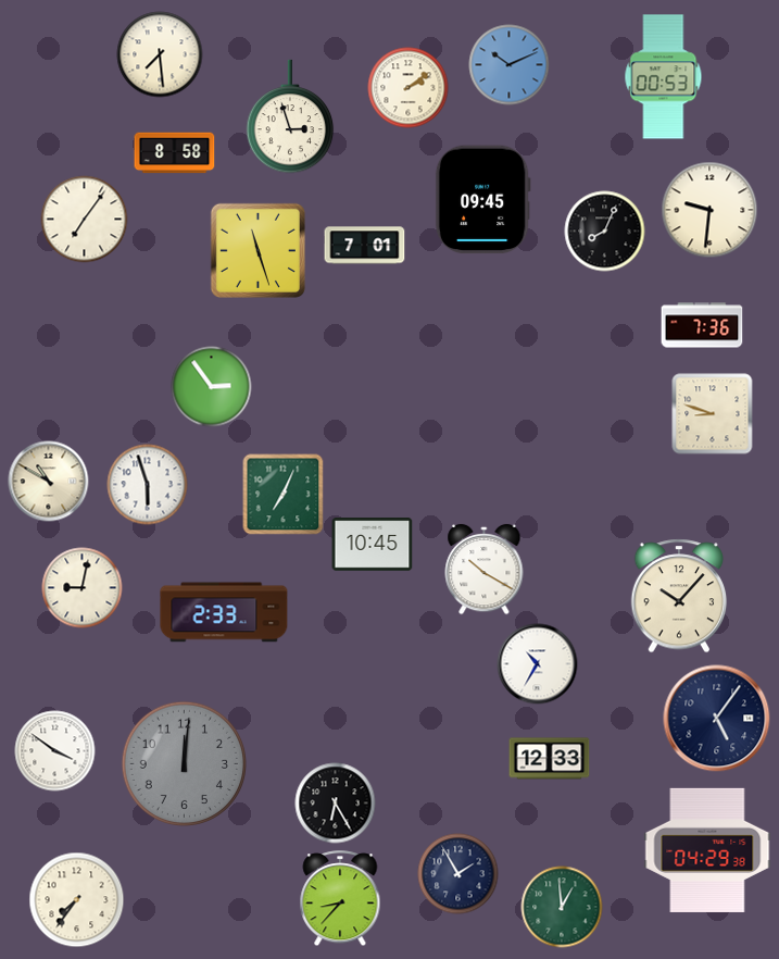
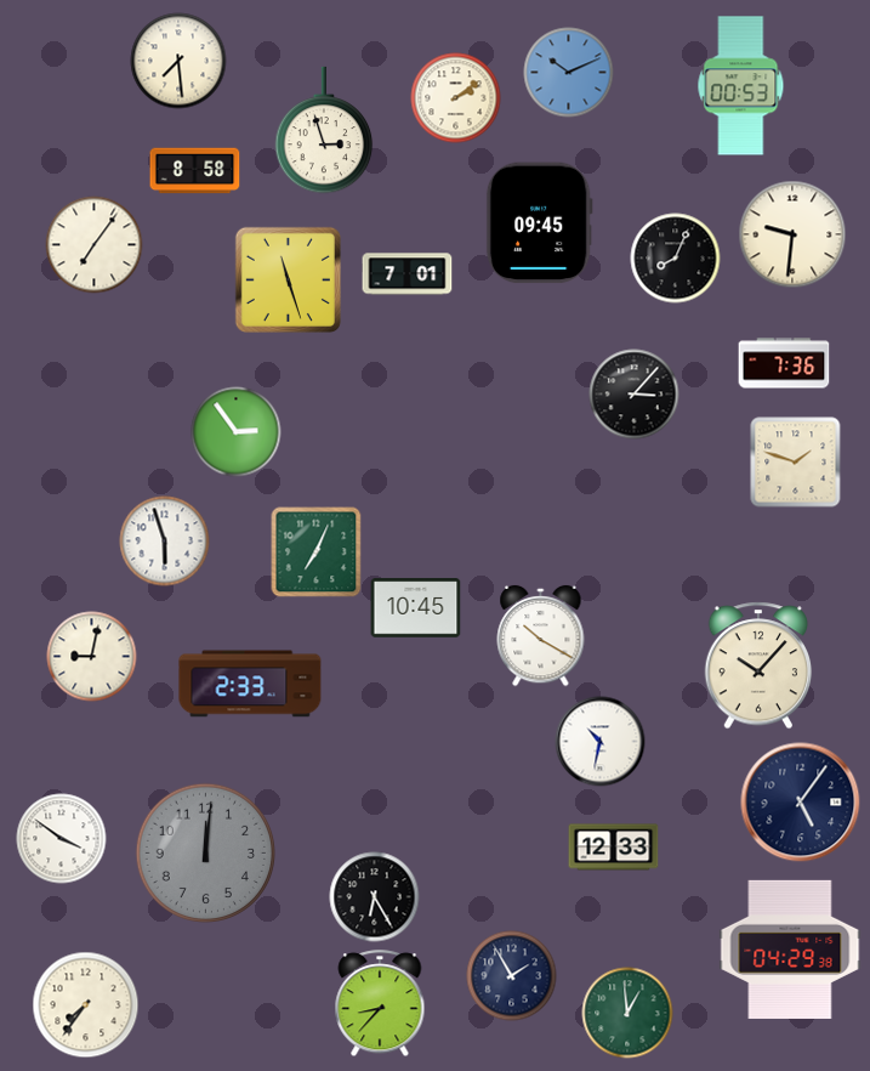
clock at (635, 395): none -> 3:07
clock at (713, 414): 8:48 -> 1:48
clock at (49, 482): 10:50 -> none
clock at (538, 664): 10:35 -> 10:32
